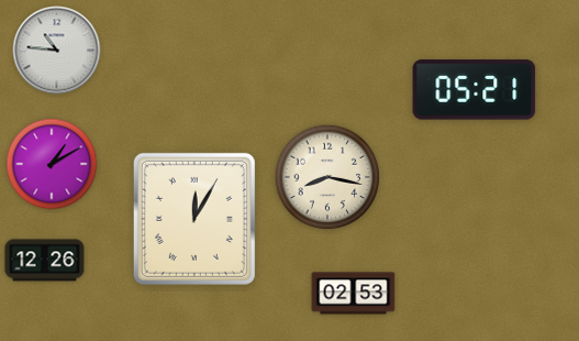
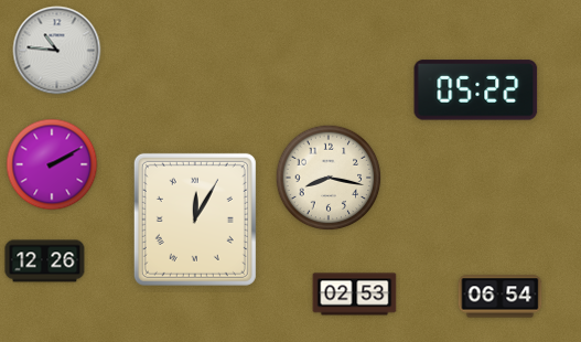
clock at (475, 90): 05:21 -> 05:22
clock at (52, 164): 1:10 -> 2:10
clock at (501, 297): none -> 06:54
